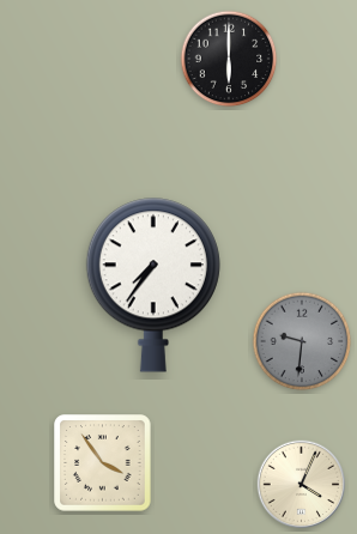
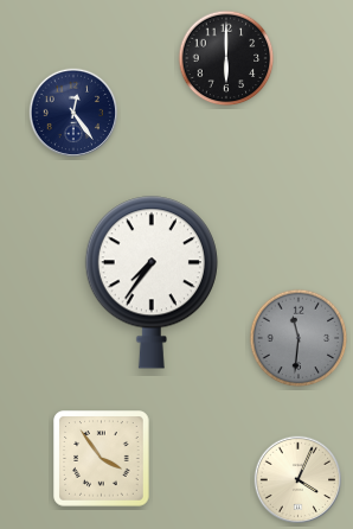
clock at (73, 113): none -> 12:24
clock at (302, 341): 9:31 -> 11:31
